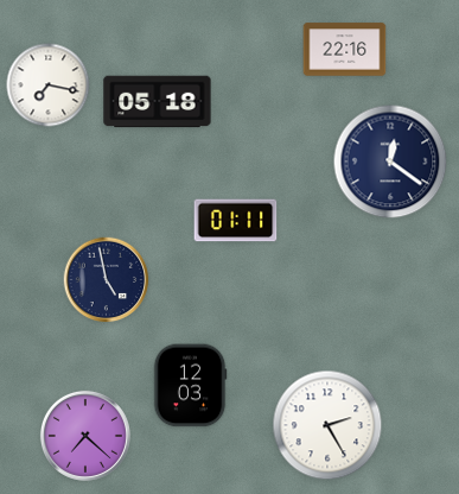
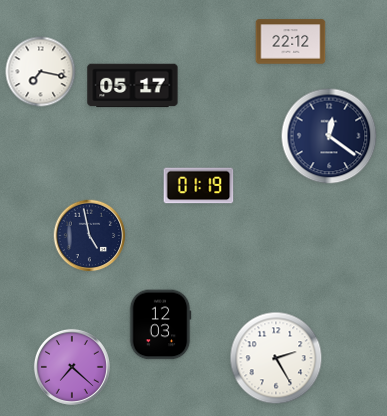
clock at (345, 50): 22:16 -> 22:12
clock at (158, 102): 05:18 -> 05:17
clock at (236, 221): 01:11 -> 01:19
